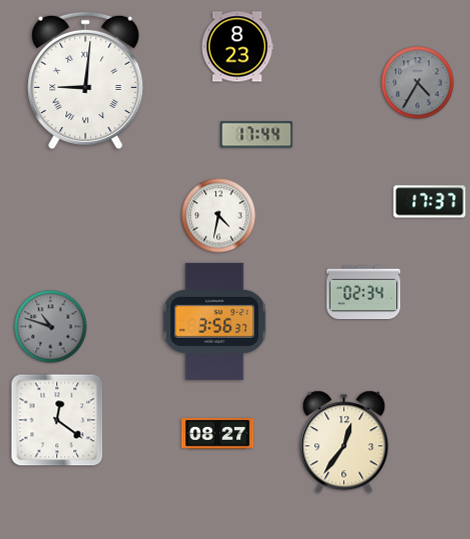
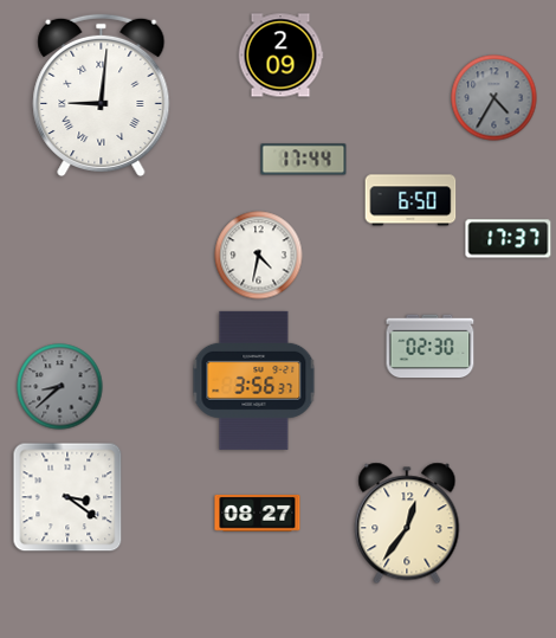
clock at (237, 47): 8:23 -> 2:09
clock at (410, 200): none -> 6:50
clock at (364, 293): 02:34 -> 02:30
clock at (51, 327): 10:48 -> 8:38
clock at (57, 420): 12:21 -> 3:21
